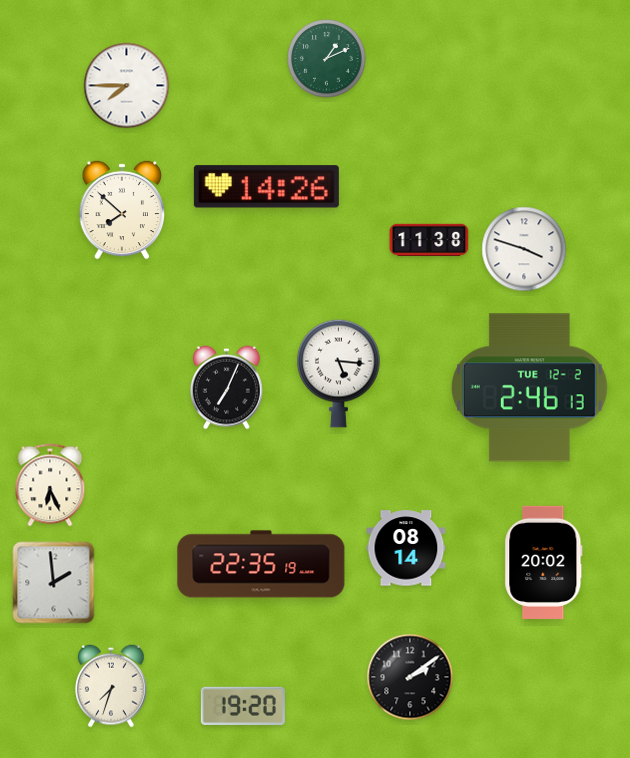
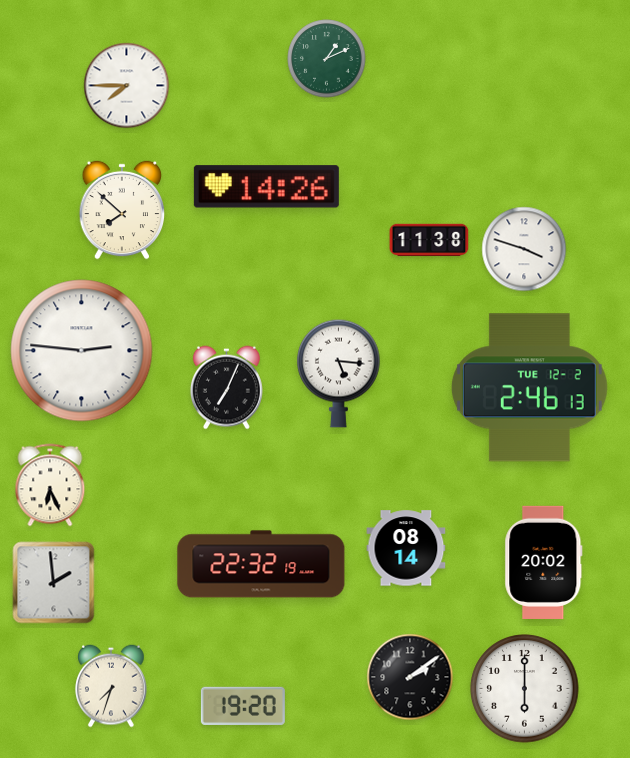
clock at (82, 351): none -> 2:46
clock at (261, 564): 22:35 -> 22:32
clock at (525, 689): none -> 6:00
